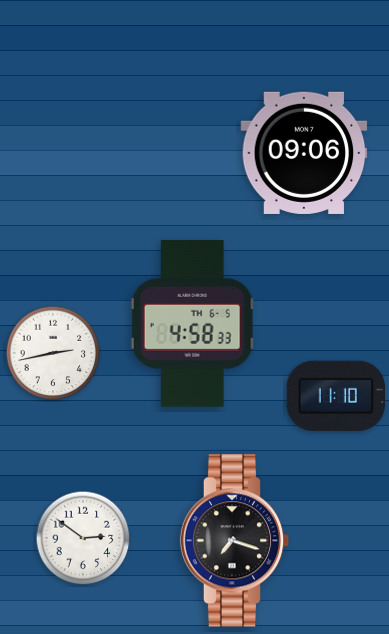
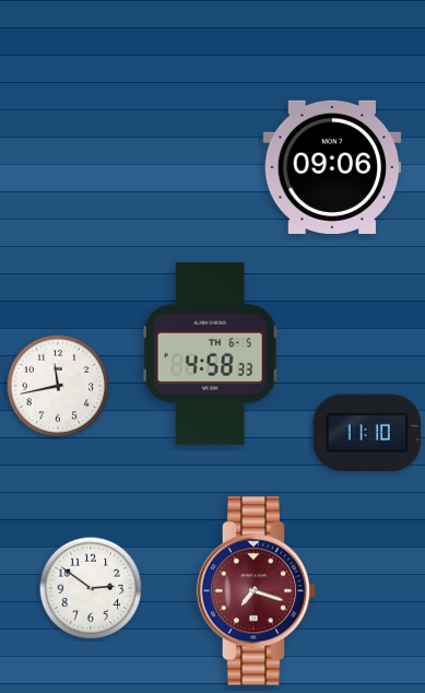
clock at (53, 353): 2:43 -> 11:43
clock at (235, 541) dial: black -> burgundy
